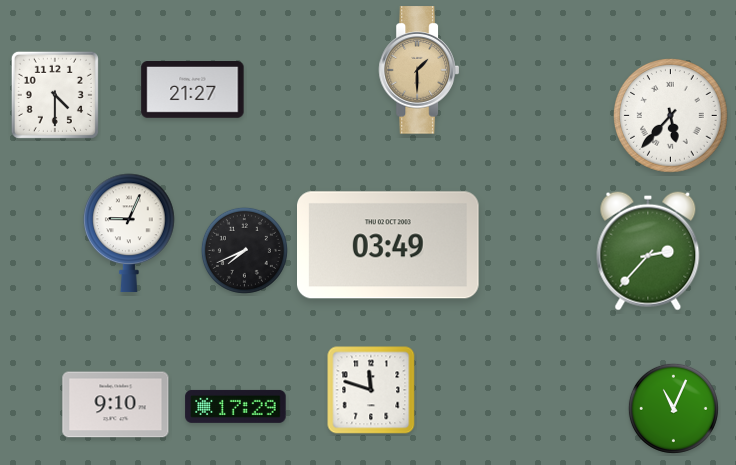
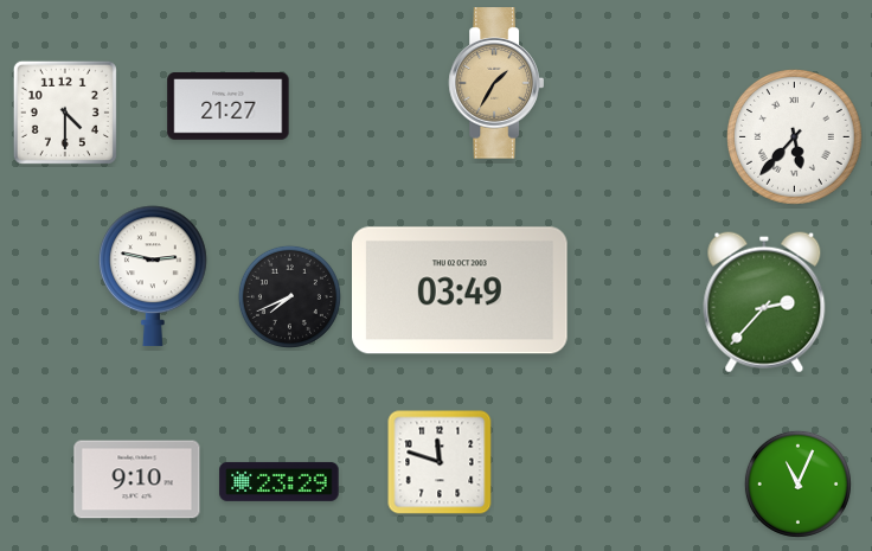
clock at (418, 70): 1:30 -> 1:35
clock at (130, 233): 9:04 -> 2:47
clock at (648, 251) position: (648, 251) -> (764, 302)
clock at (236, 406): 17:29 -> 23:29
